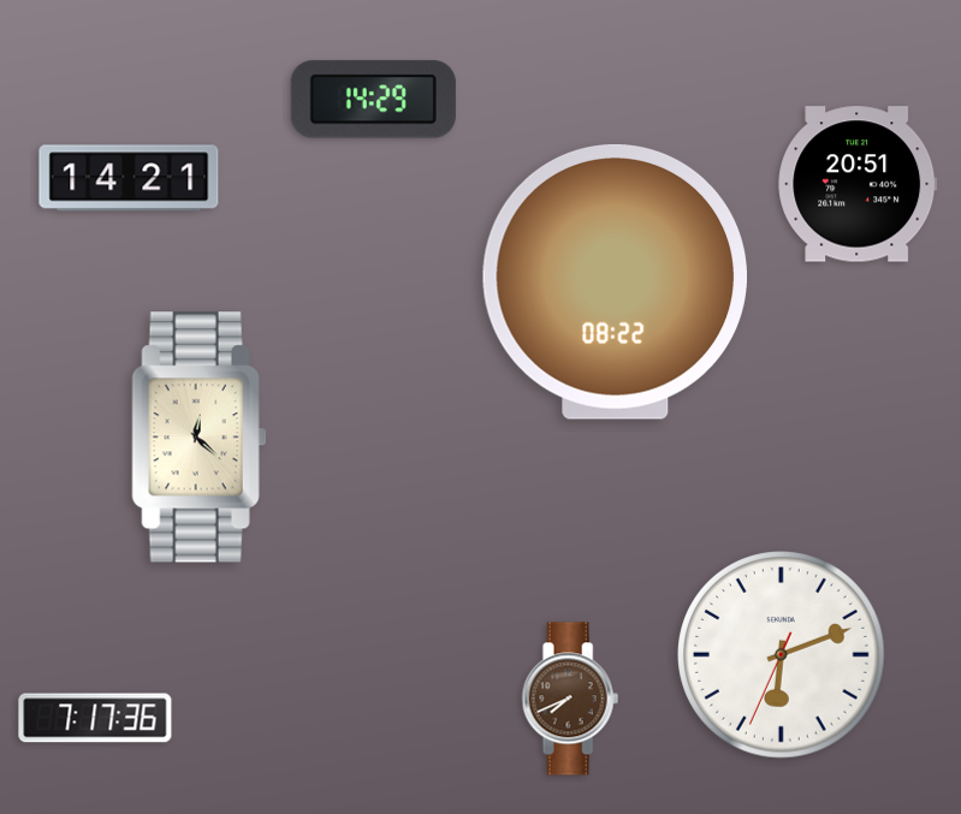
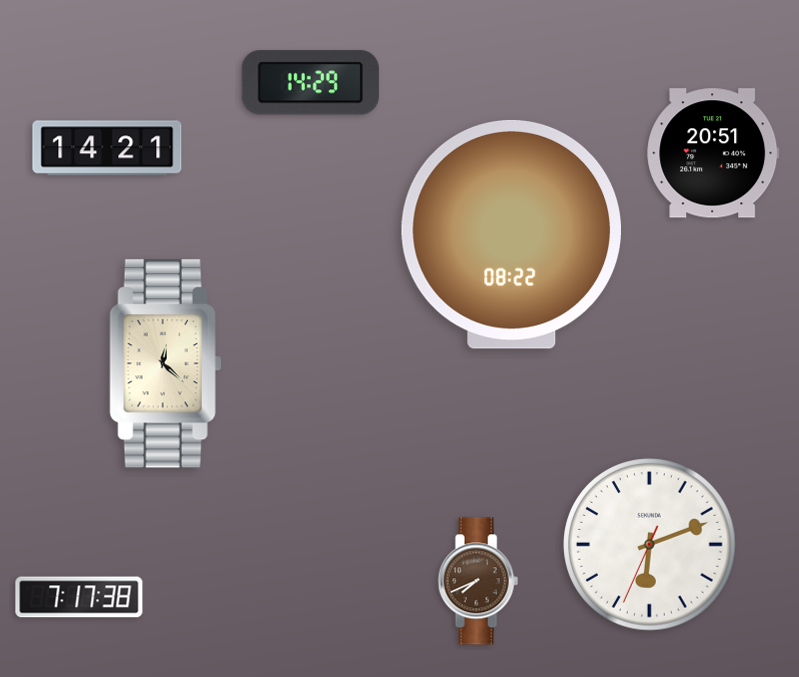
clock at (570, 699) position: (570, 699) -> (478, 581)
clock at (95, 718): 7:17:36 -> 7:17:38
